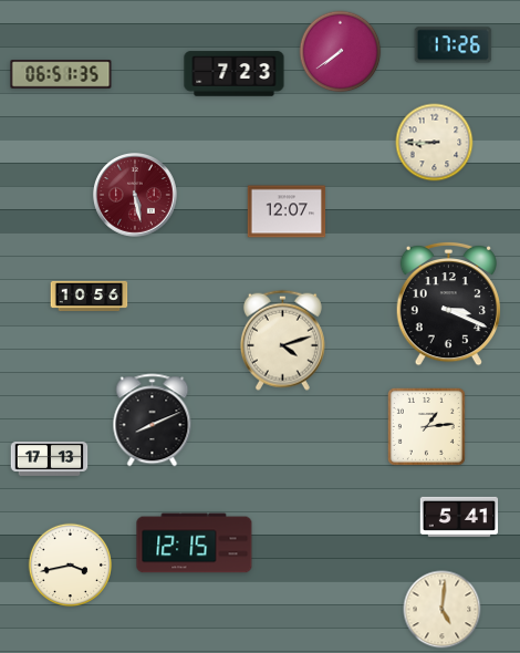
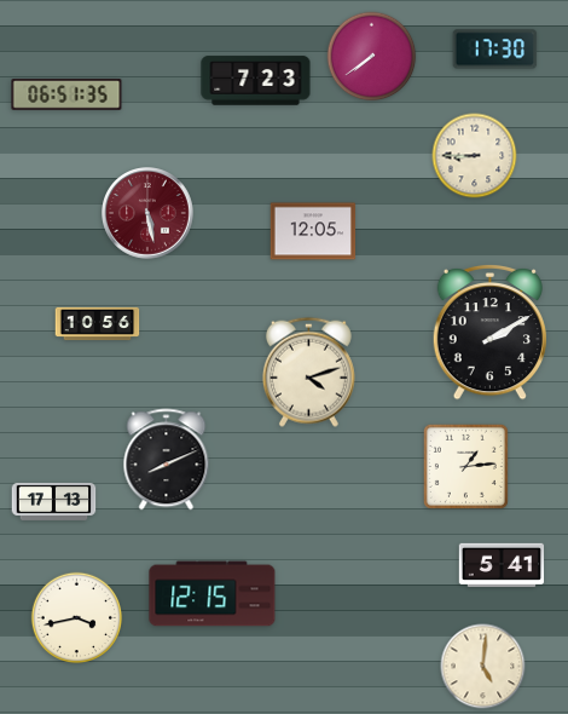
clock at (454, 45): 17:26 -> 17:30
clock at (61, 74) position: (61, 74) -> (66, 94)
clock at (287, 211): 12:07 -> 12:05
clock at (448, 303): 3:19 -> 2:10
